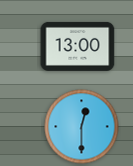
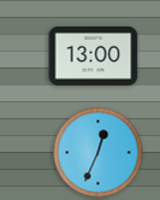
clock at (82, 127): 12:30 -> 12:34
